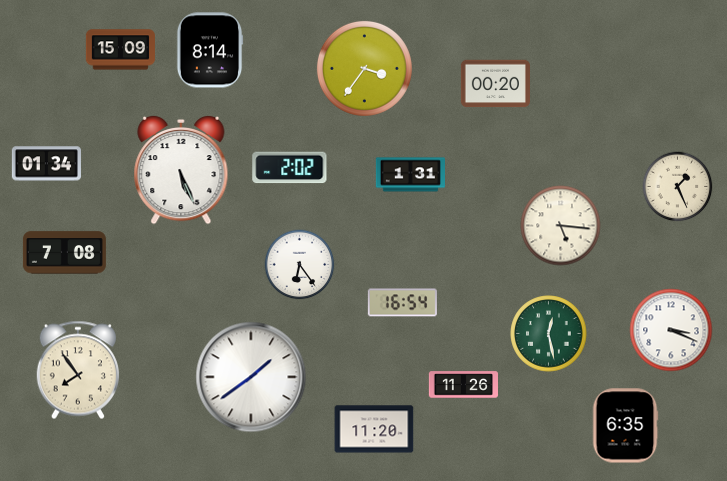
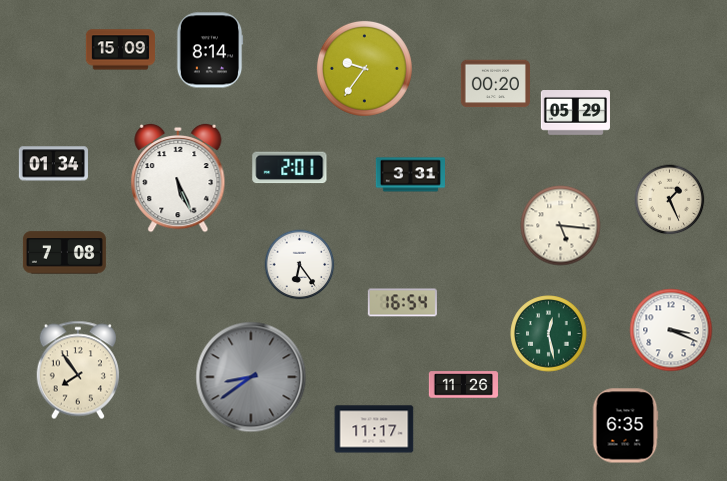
clock at (364, 68): 3:36 -> 9:36
clock at (575, 113): none -> 05:29
clock at (46, 164) position: (46, 164) -> (53, 164)
clock at (290, 168): 2:02 -> 2:01
clock at (181, 170) position: (181, 170) -> (178, 178)
clock at (410, 175): 1:31 -> 3:31
clock at (678, 187) position: (678, 187) -> (670, 200)
clock at (251, 377): 1:39 -> 8:39
clock at (251, 377) dial: white -> grey
clock at (374, 429): 11:20 -> 11:17
